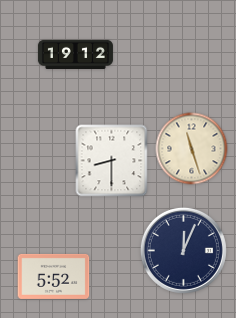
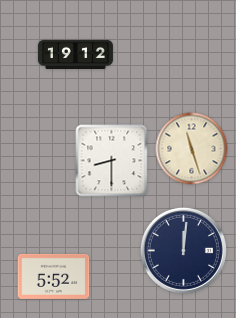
clock at (183, 250): 12:04 -> 12:01
